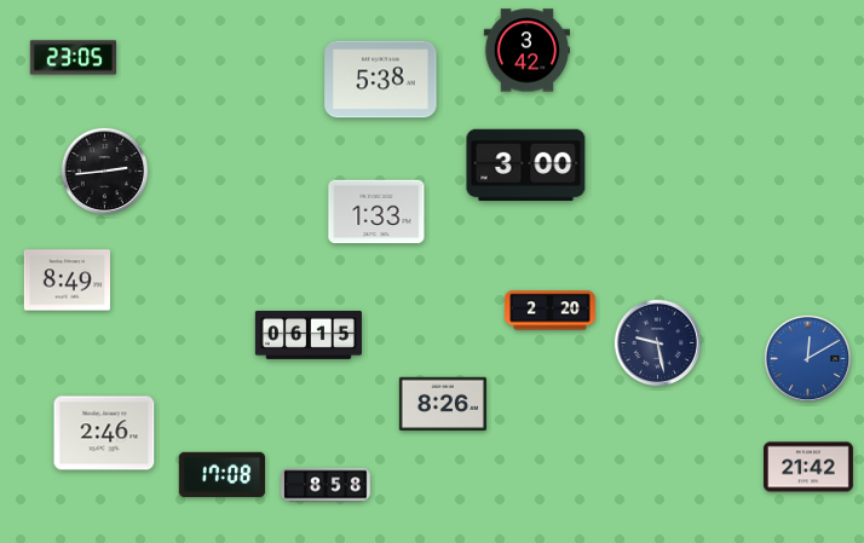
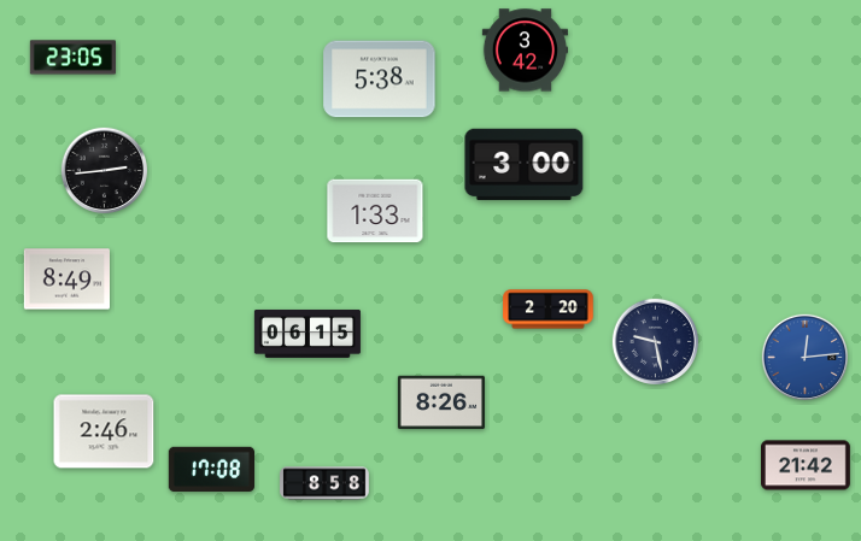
clock at (808, 359): 12:10 -> 12:14
clock at (221, 474) position: (221, 474) -> (211, 469)
